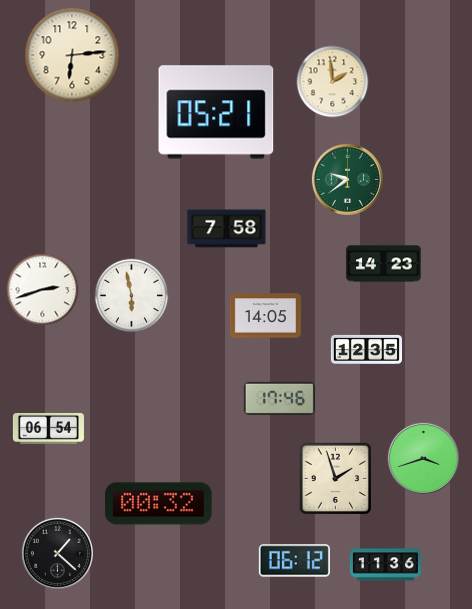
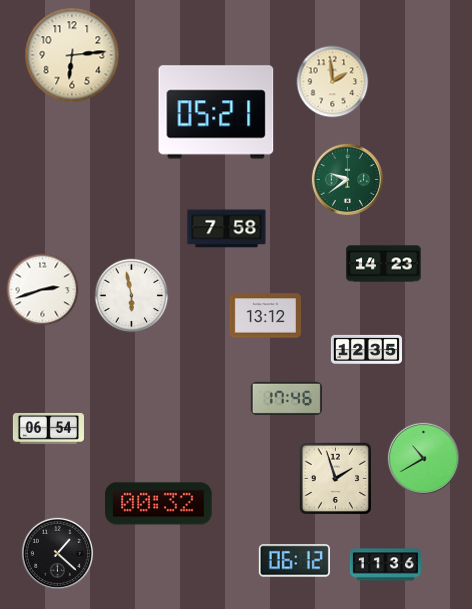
clock at (265, 316): 14:05 -> 13:12
clock at (279, 398) position: (279, 398) -> (286, 398)
clock at (423, 458): 3:42 -> 10:40
